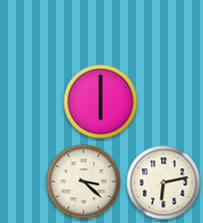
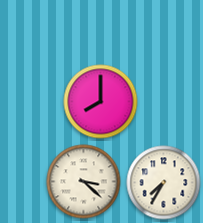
clock at (101, 102): 6:00 -> 8:00
clock at (164, 183): 6:13 -> 7:35
